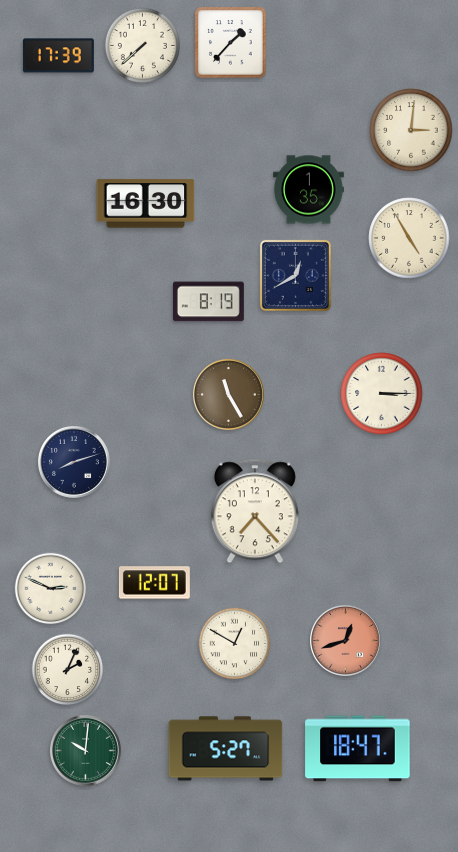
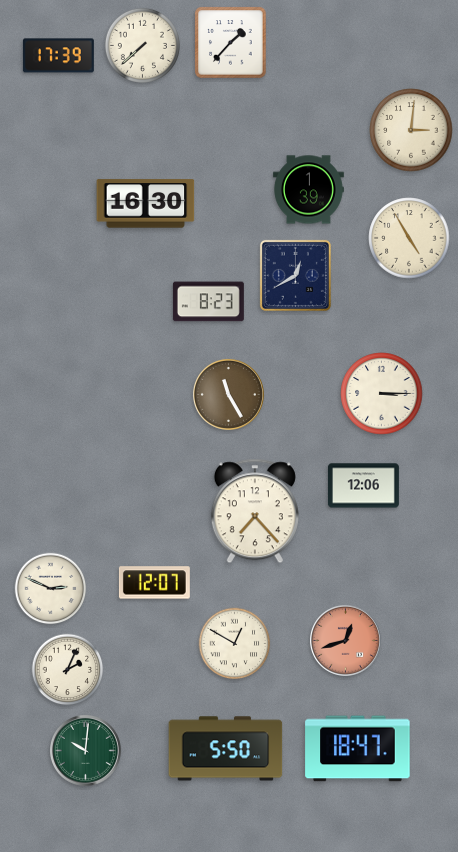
clock at (308, 190): 1:35 -> 1:39
clock at (208, 302): 8:19 -> 8:23
clock at (74, 462): 8:12 -> none
clock at (363, 486): none -> 12:06
clock at (226, 749): 5:27 -> 5:50
